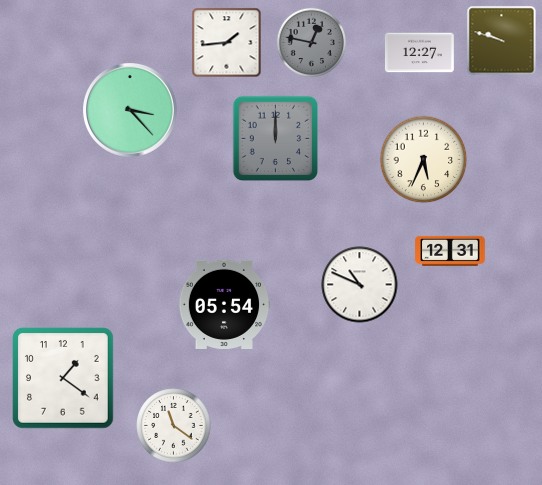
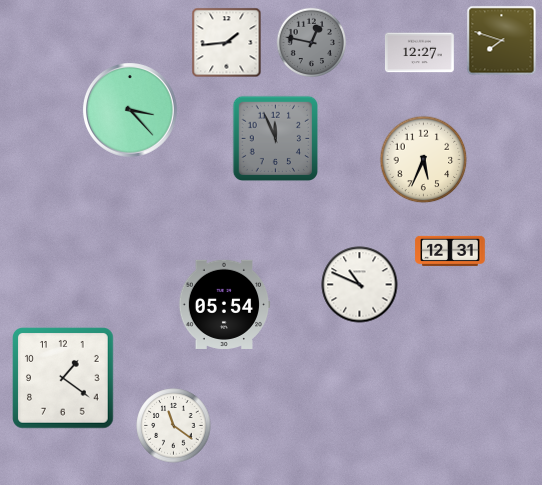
clock at (502, 41): 9:48 -> 7:48
clock at (276, 139): 12:00 -> 11:56
